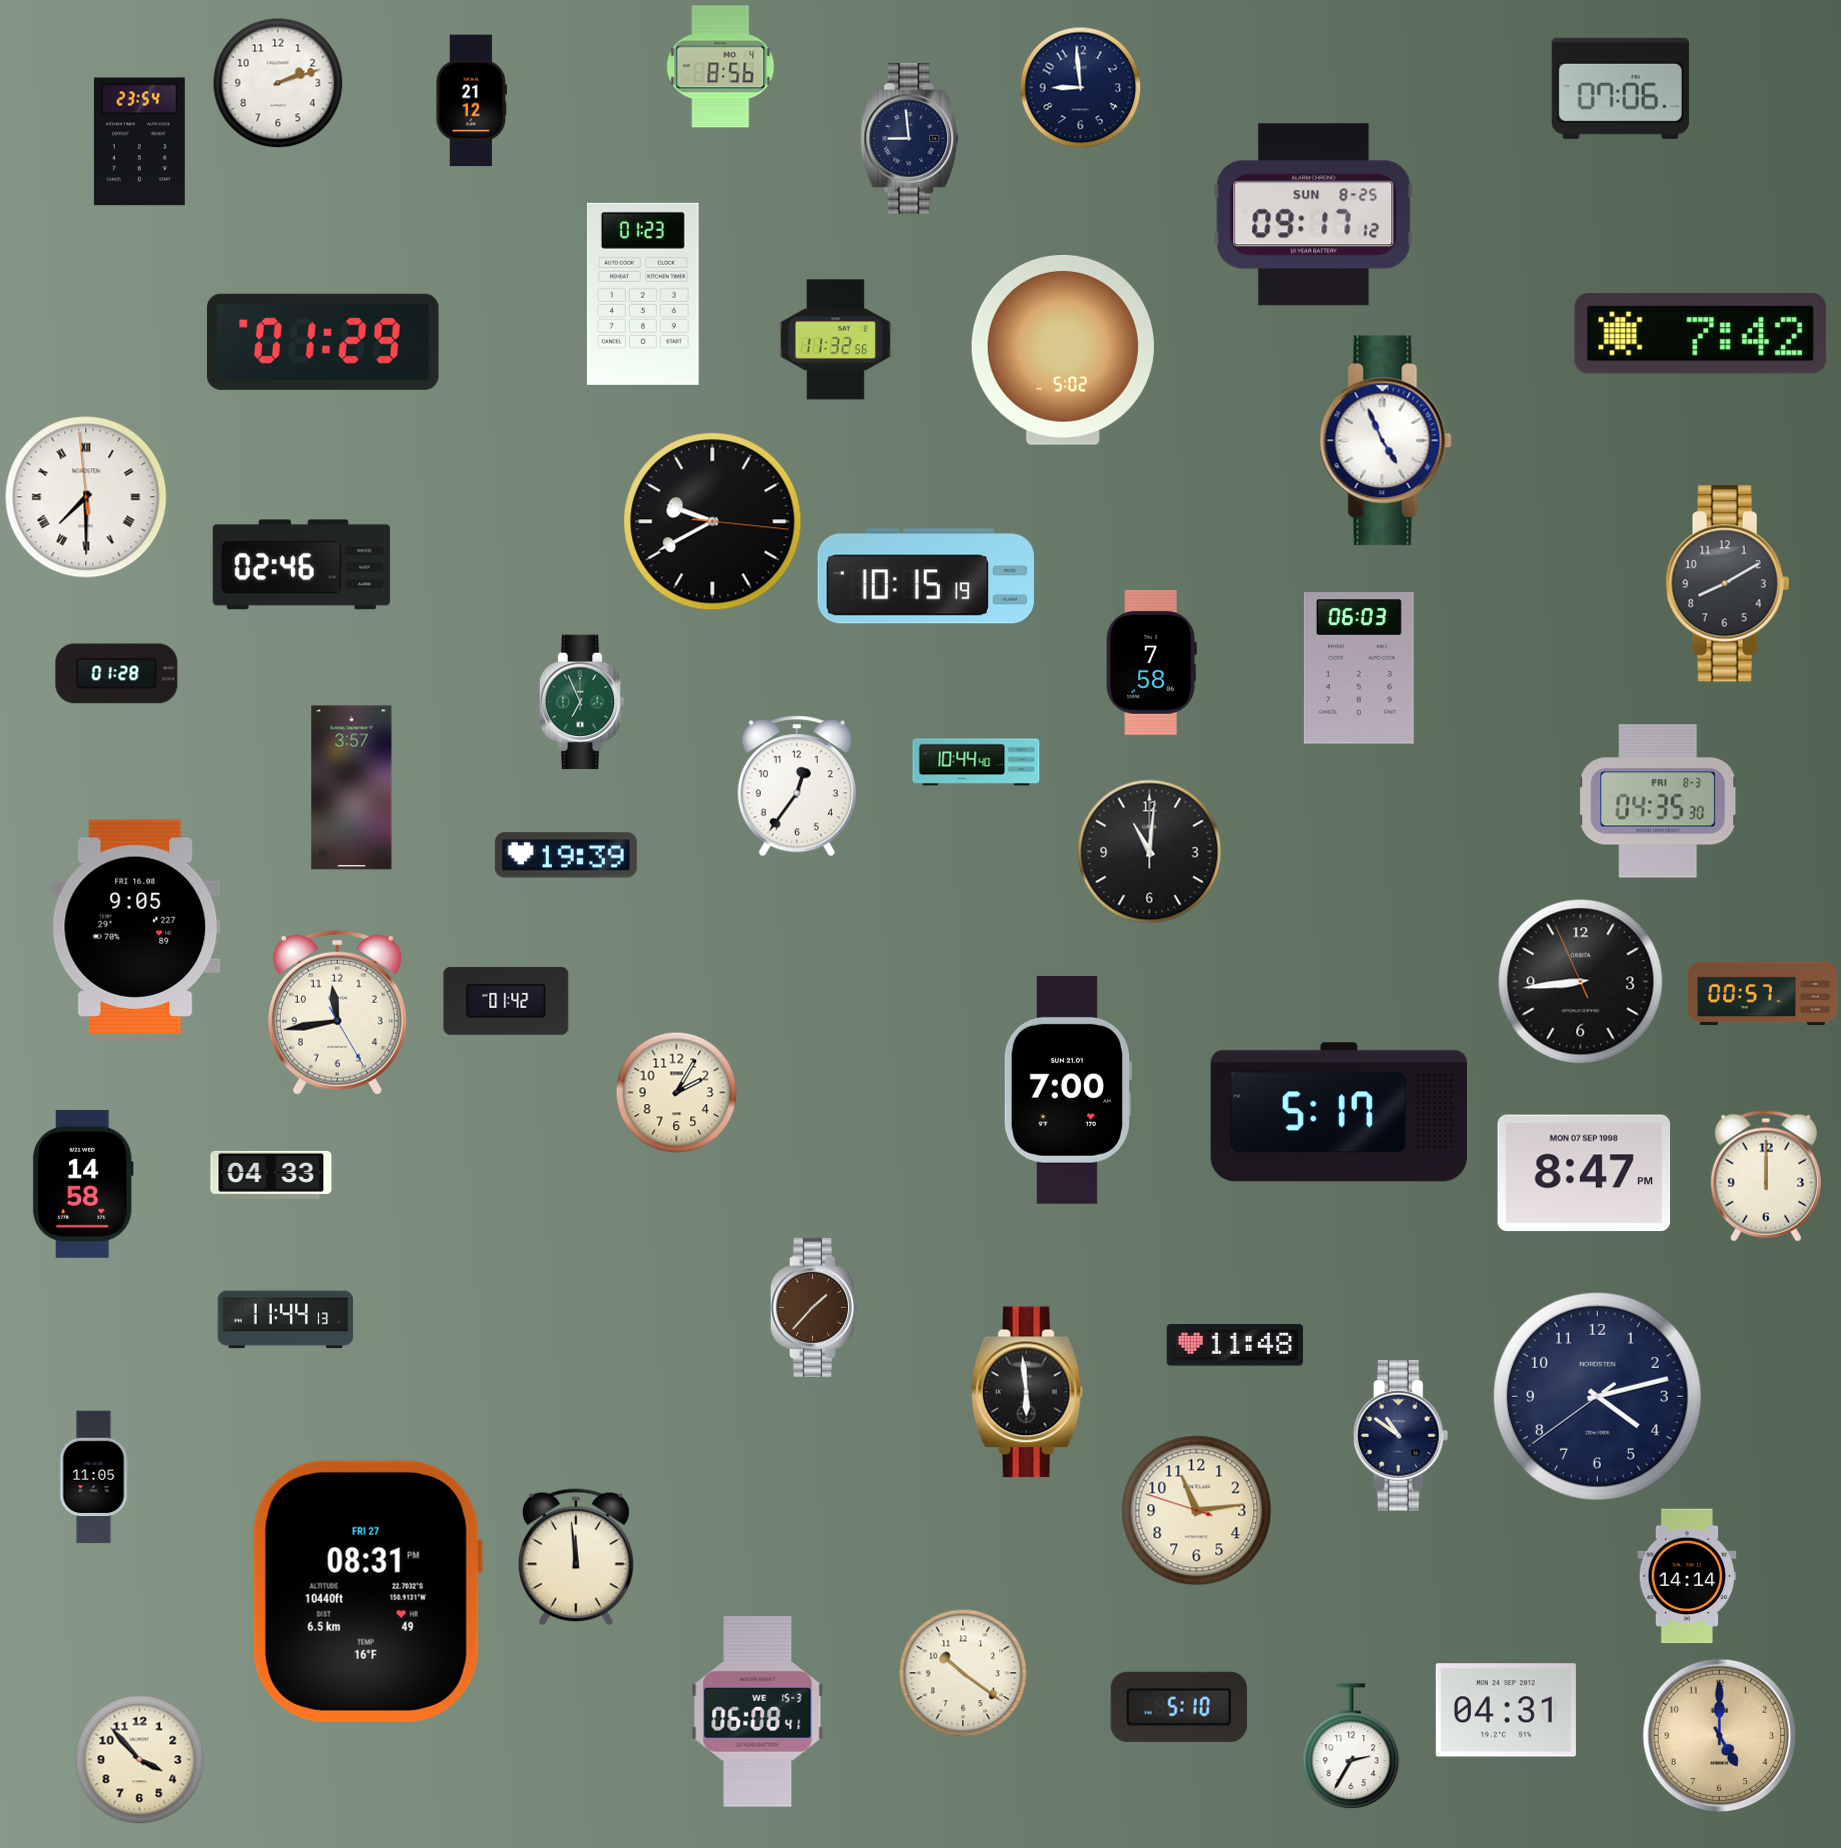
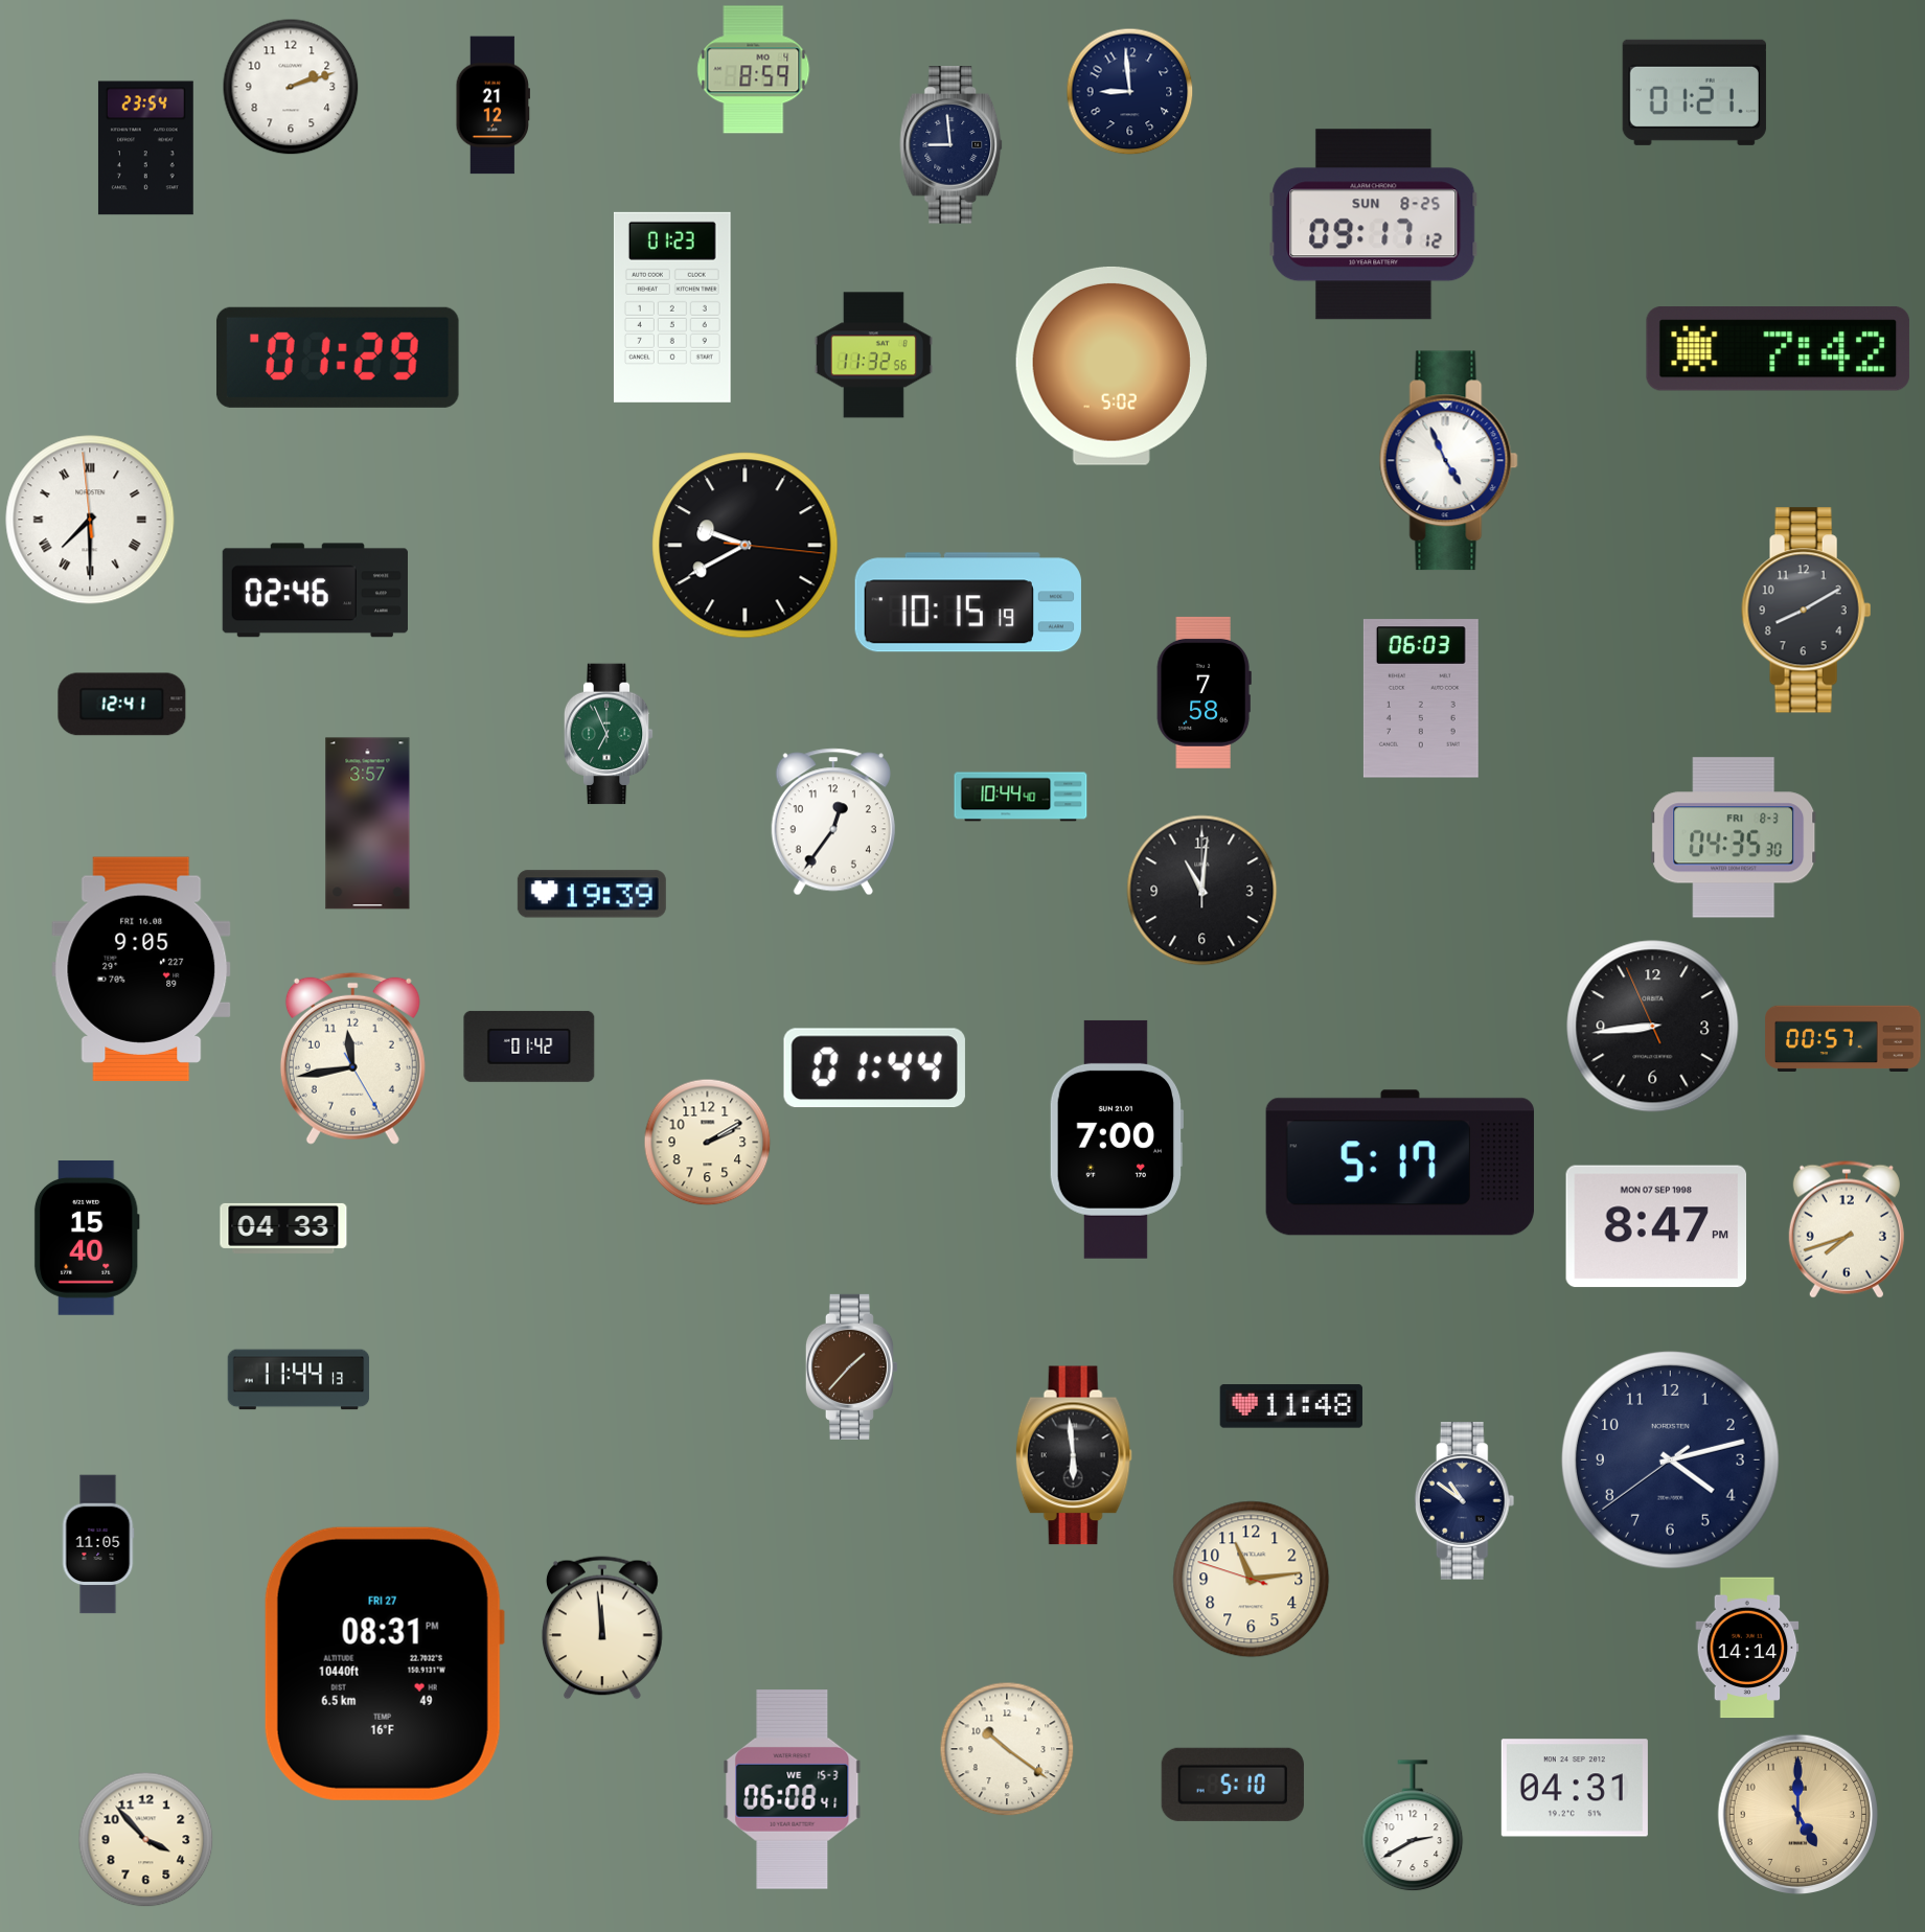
clock at (721, 67): 8:56 -> 8:59
clock at (1620, 88): 07:06 -> 01:21
clock at (117, 674): 01:28 -> 12:41
clock at (874, 1068): none -> 01:44
clock at (677, 1093): 2:05 -> 2:10
clock at (1766, 1176): 12:00 -> 7:42
clock at (83, 1185): 14:58 -> 15:40
clock at (1687, 1576) position: (1687, 1576) -> (1747, 1648)
clock at (1351, 1747): 2:35 -> 2:40
